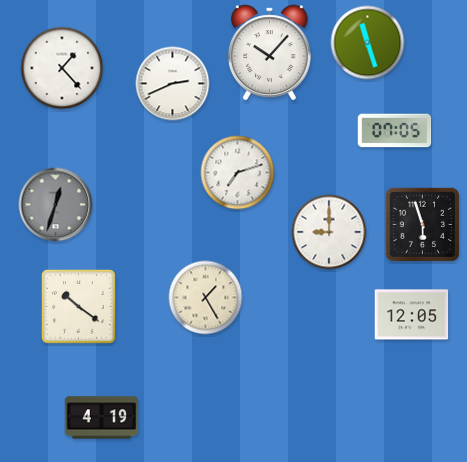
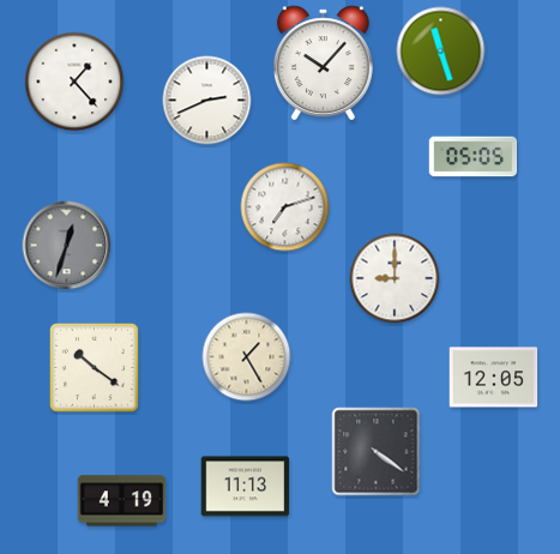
clock at (395, 131): 07:05 -> 05:05
clock at (422, 224): 5:57 -> none
clock at (377, 452): none -> 4:21
clock at (246, 487): none -> 11:13
